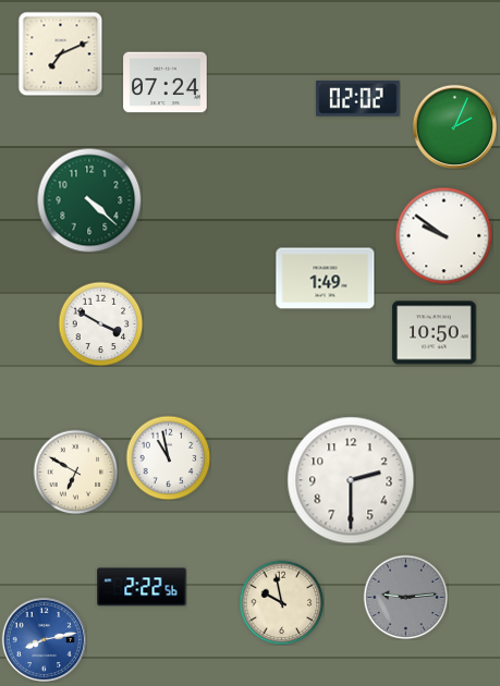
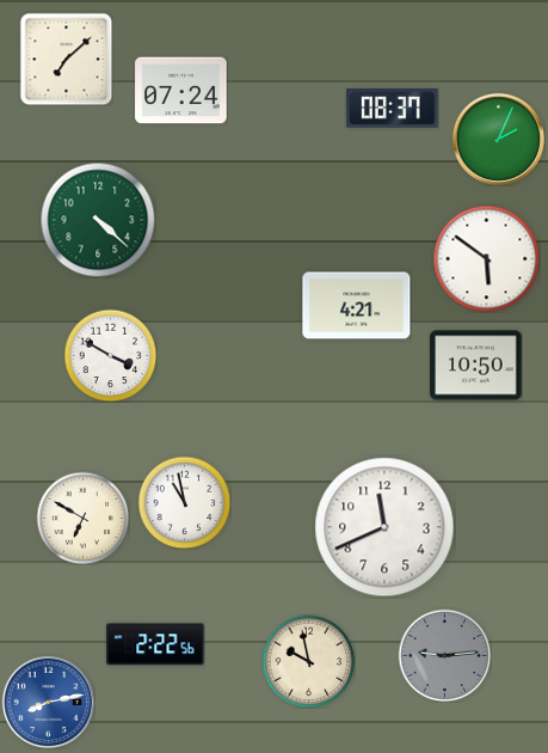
clock at (60, 53): 7:11 -> 7:08
clock at (358, 99): 02:02 -> 08:37
clock at (443, 235): 9:51 -> 5:51
clock at (326, 279): 1:49 -> 4:21
clock at (351, 480): 2:30 -> 11:41
